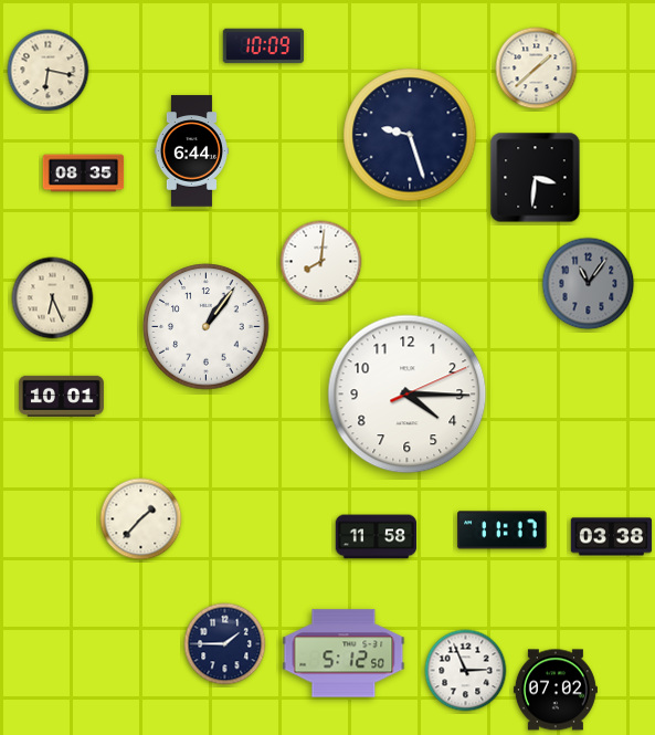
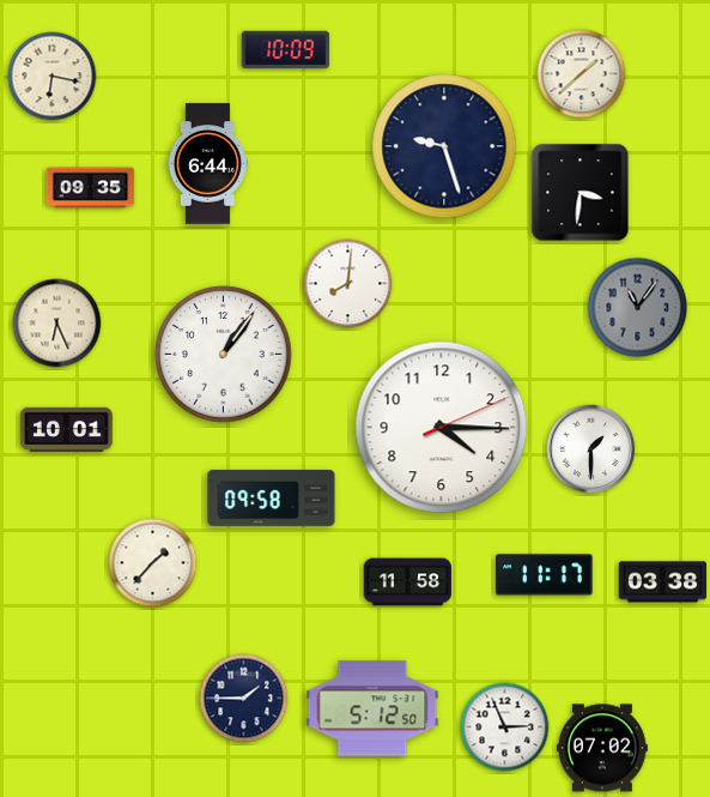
clock at (84, 174): 08:35 -> 09:35
clock at (591, 449): none -> 1:30
clock at (272, 497): none -> 09:58
